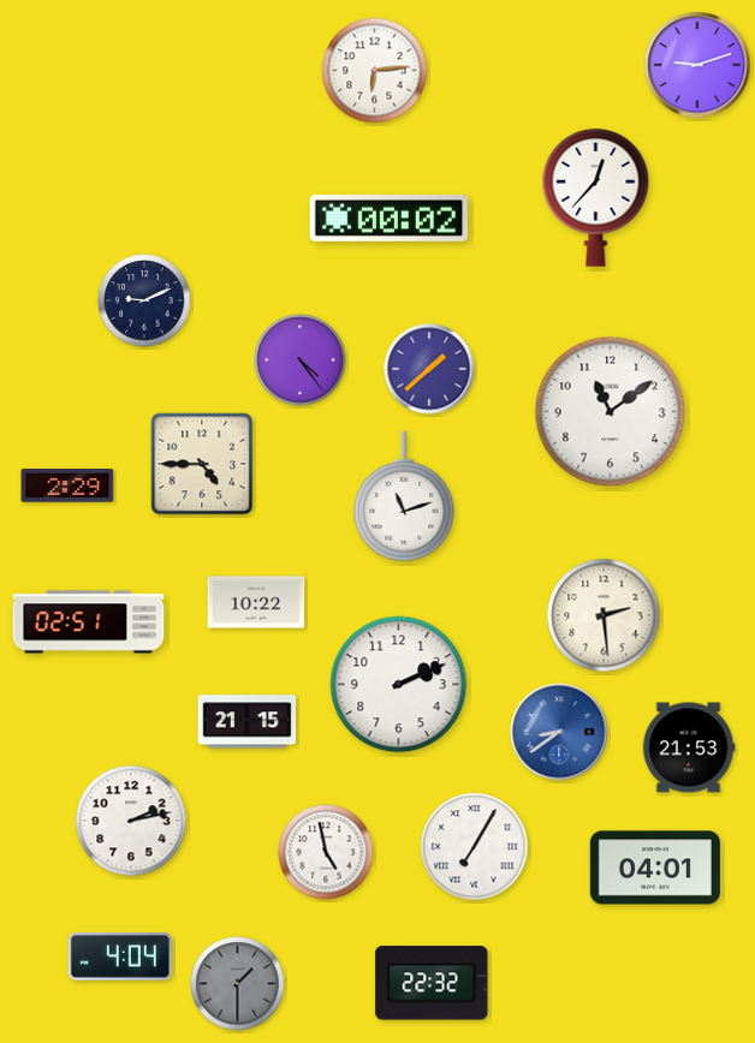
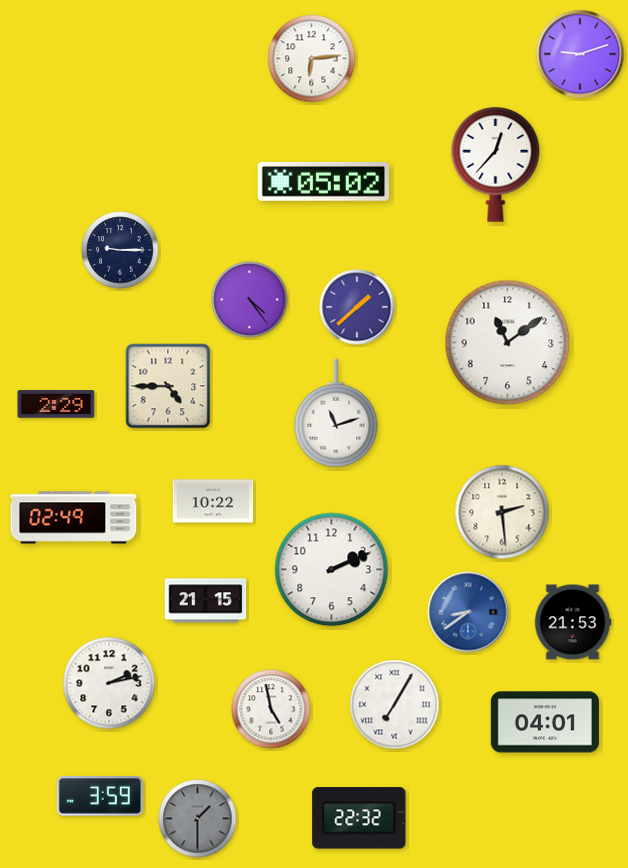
clock at (388, 219): 00:02 -> 05:02
clock at (144, 300): 9:11 -> 9:15
clock at (89, 622): 02:51 -> 02:49
clock at (559, 732) position: (559, 732) -> (468, 612)
clock at (120, 956): 4:04 -> 3:59
